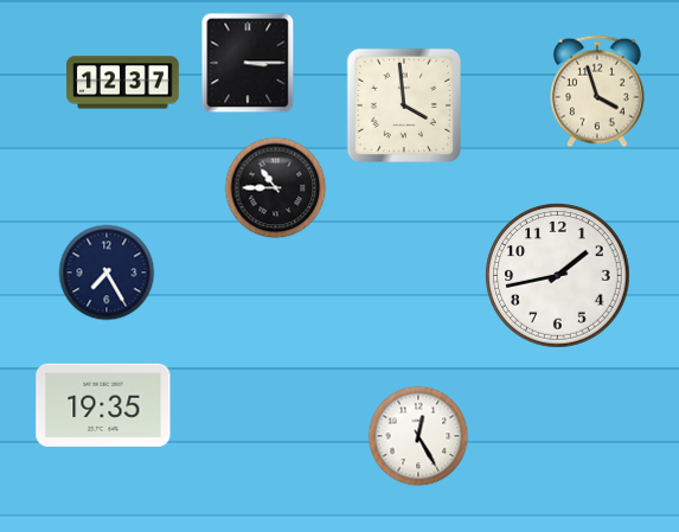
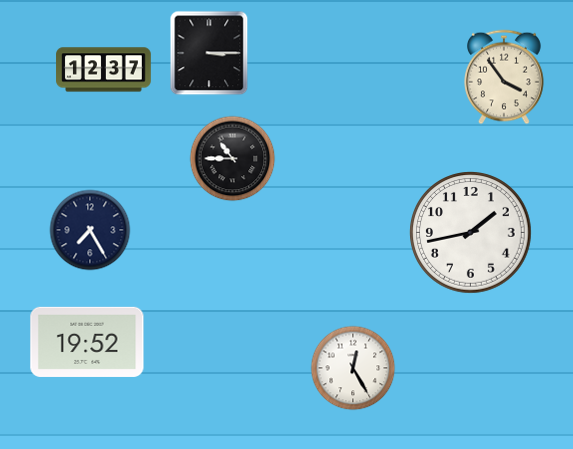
clock at (598, 91): 3:57 -> 3:54
clock at (404, 105): 3:59 -> none
clock at (103, 405): 19:35 -> 19:52
